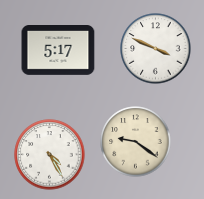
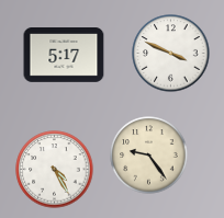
clock at (136, 142): 9:21 -> 9:24
